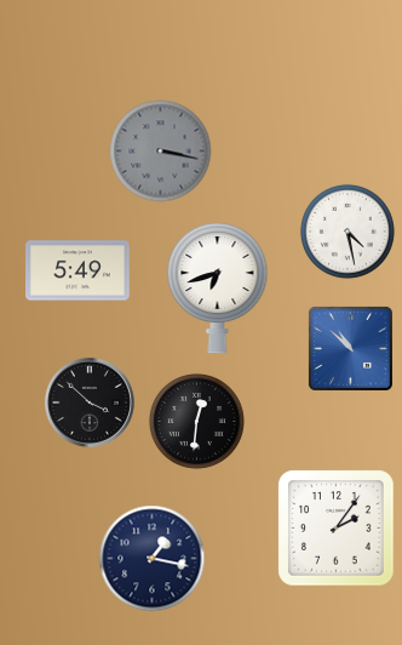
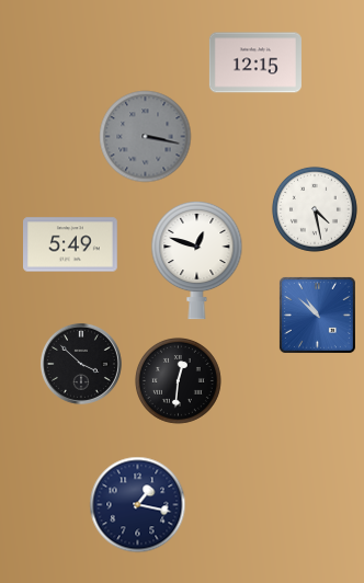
clock at (255, 62): none -> 12:15
clock at (218, 287): 6:42 -> 12:48
clock at (337, 529): 2:06 -> none
